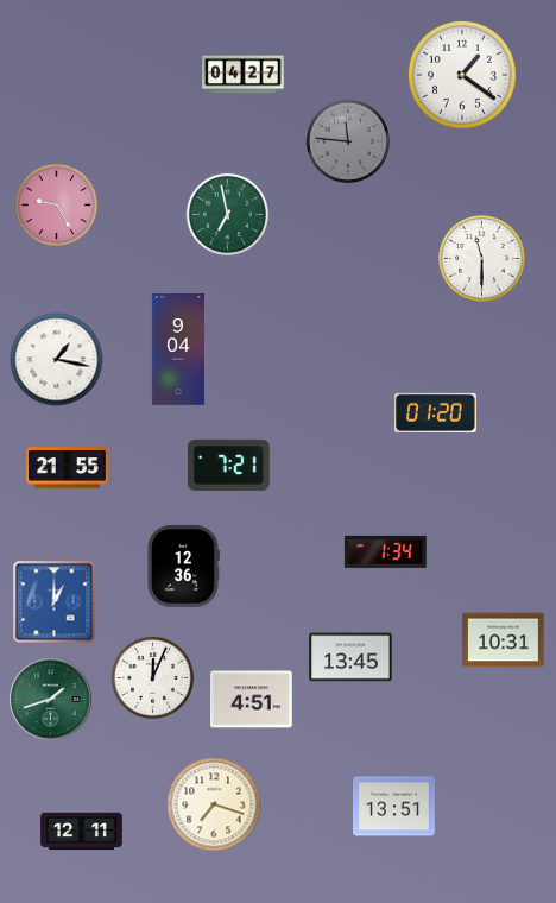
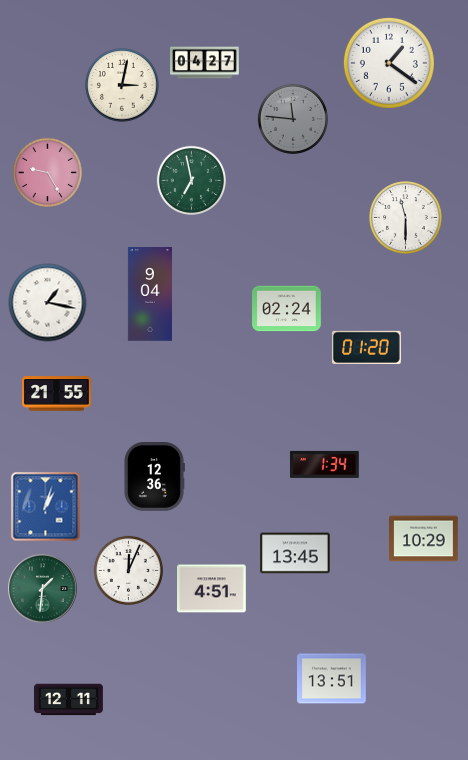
clock at (122, 85): none -> 3:02
clock at (287, 309): none -> 02:24
clock at (228, 465): 7:21 -> none
clock at (55, 602): 1:00 -> 1:03
clock at (504, 640): 10:31 -> 10:29
clock at (51, 700): 1:42 -> 1:31
clock at (214, 804): 7:18 -> none
